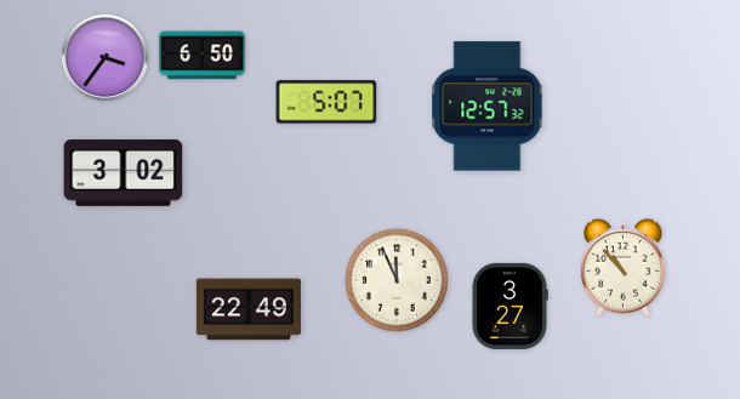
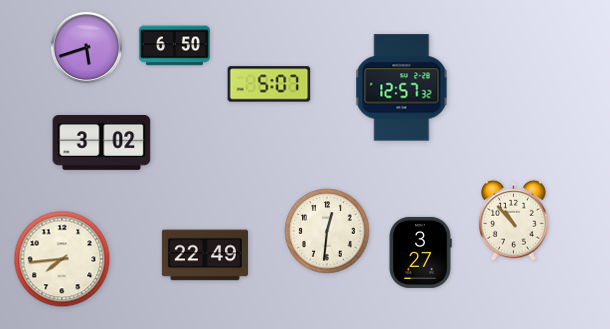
clock at (201, 56) position: (201, 56) -> (174, 46)
clock at (104, 57): 3:36 -> 5:42
clock at (397, 280): 11:56 -> 12:31
clock at (62, 259): none -> 7:44
